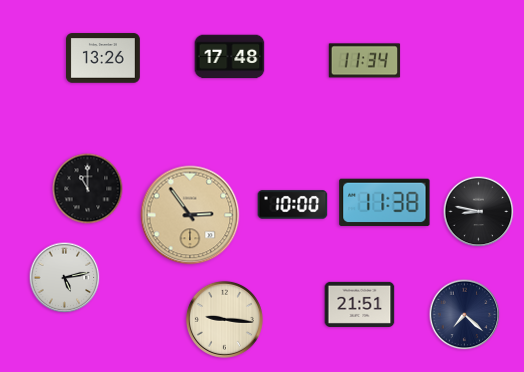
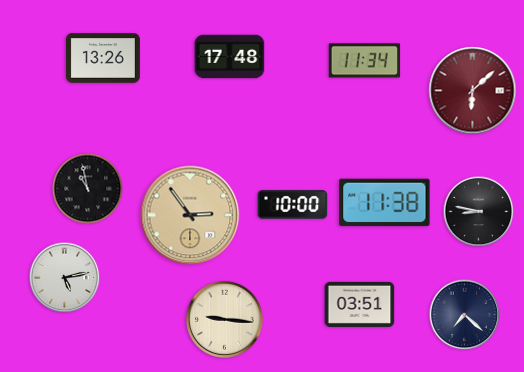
clock at (473, 91): none -> 6:08
clock at (88, 189): 11:00 -> 10:58
clock at (360, 304): 21:51 -> 03:51
